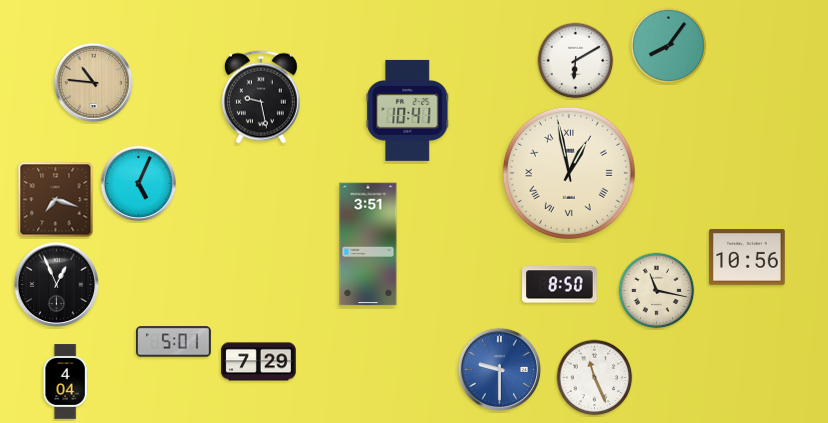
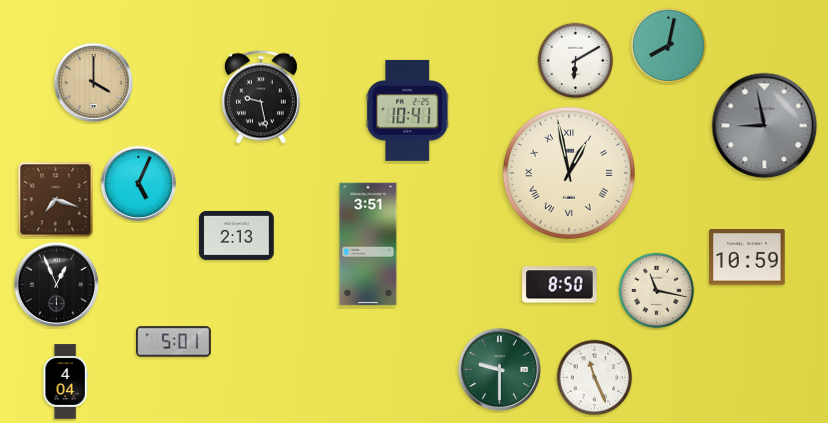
clock at (669, 46): 8:06 -> 8:02
clock at (93, 82): 10:46 -> 4:00
clock at (765, 126): none -> 8:58
clock at (237, 235): none -> 2:13
clock at (747, 257): 10:56 -> 10:59
clock at (259, 362): 7:29 -> none
clock at (499, 369) dial: blue -> green
